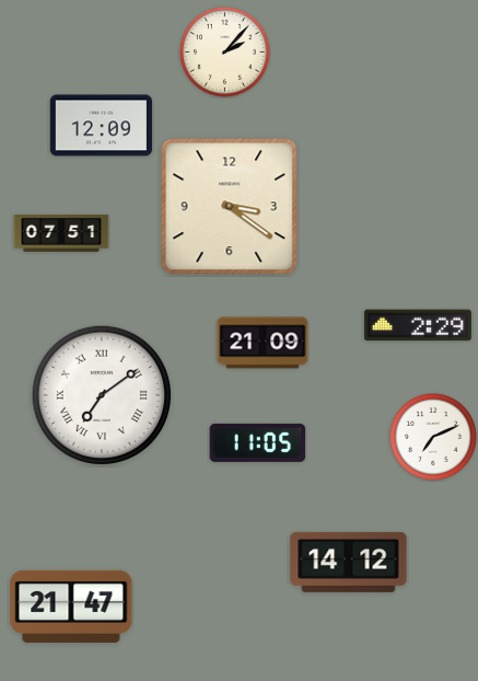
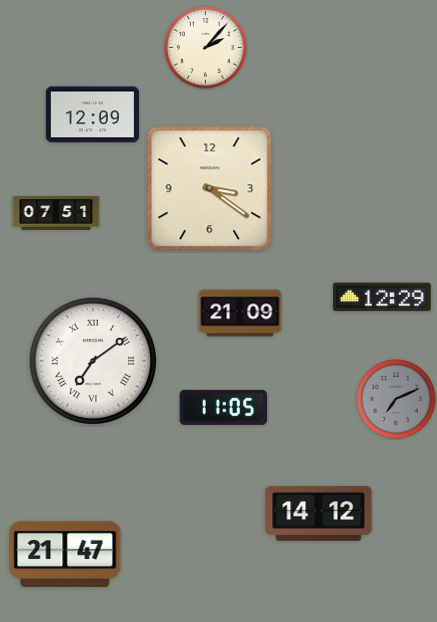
clock at (418, 325): 2:29 -> 12:29
clock at (434, 438) dial: white -> grey
clock at (258, 442) position: (258, 442) -> (224, 407)
